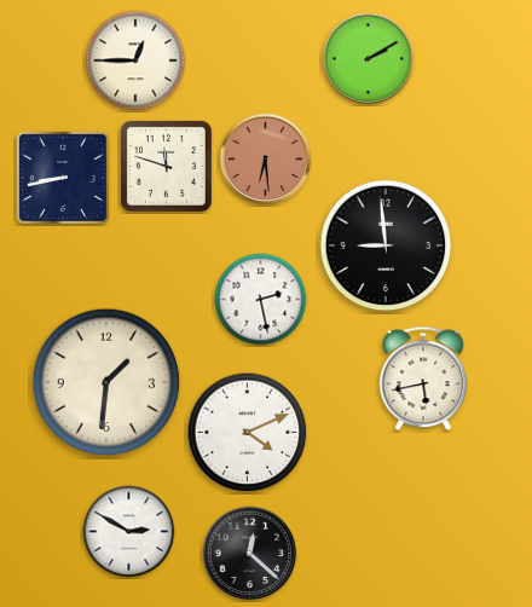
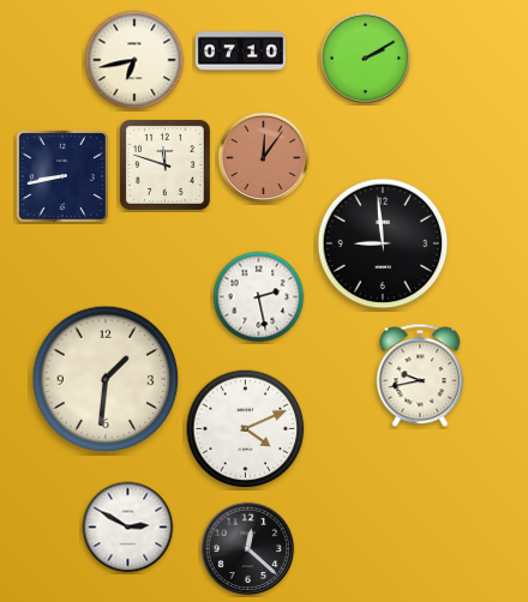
clock at (240, 52): none -> 07:10
clock at (135, 60): 12:45 -> 6:43
clock at (266, 160): 6:29 -> 12:06
clock at (423, 378): 5:43 -> 9:43
